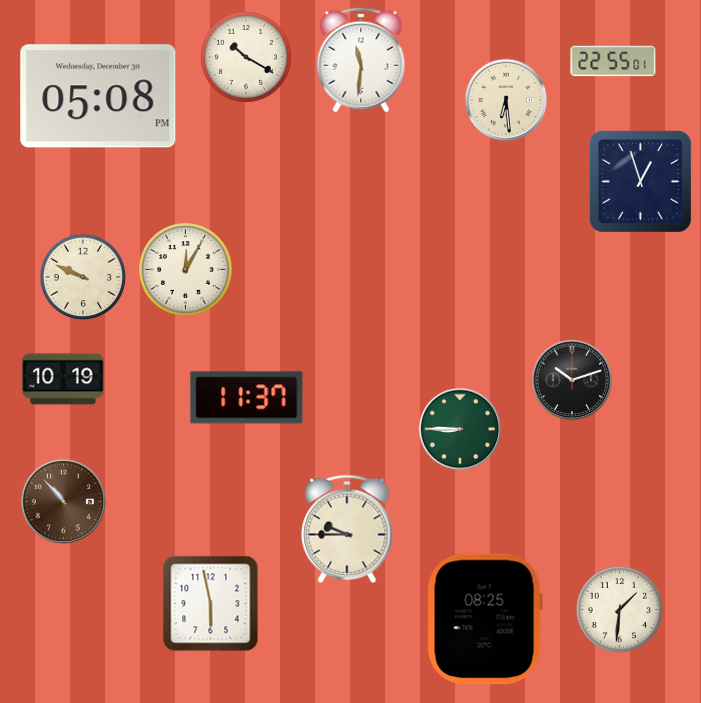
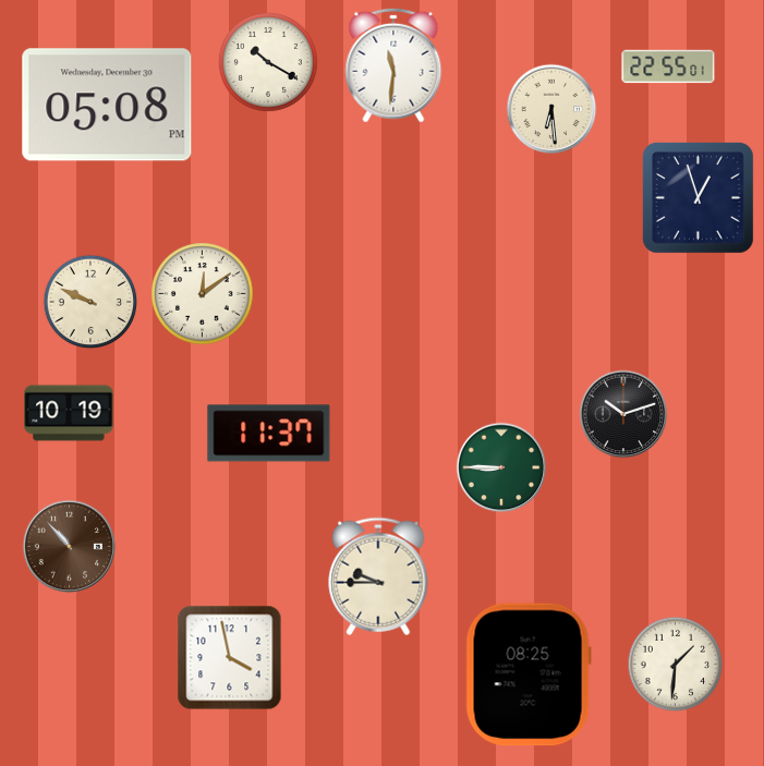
clock at (186, 270): 12:05 -> 12:09
clock at (211, 604): 5:58 -> 3:58
